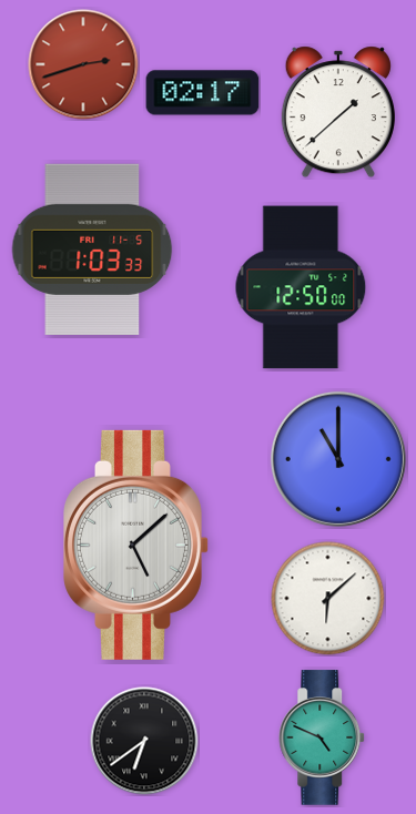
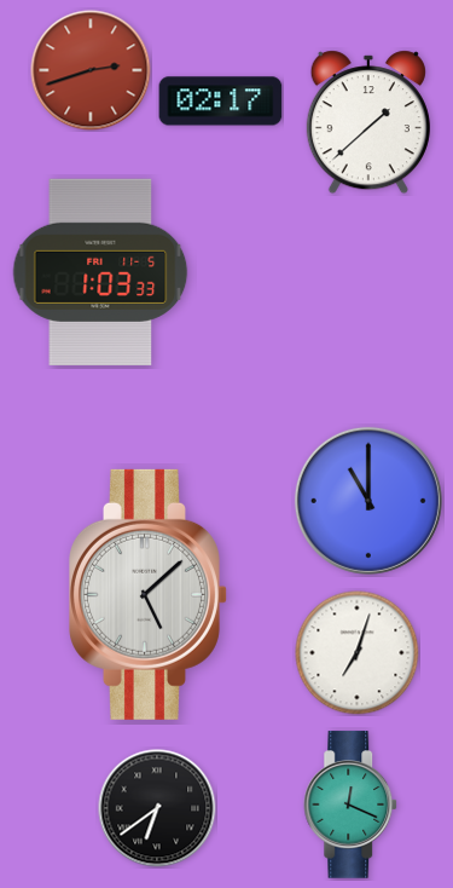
clock at (301, 287): 12:50 -> none
clock at (328, 599): 6:08 -> 7:03
clock at (323, 737): 4:49 -> 12:19
